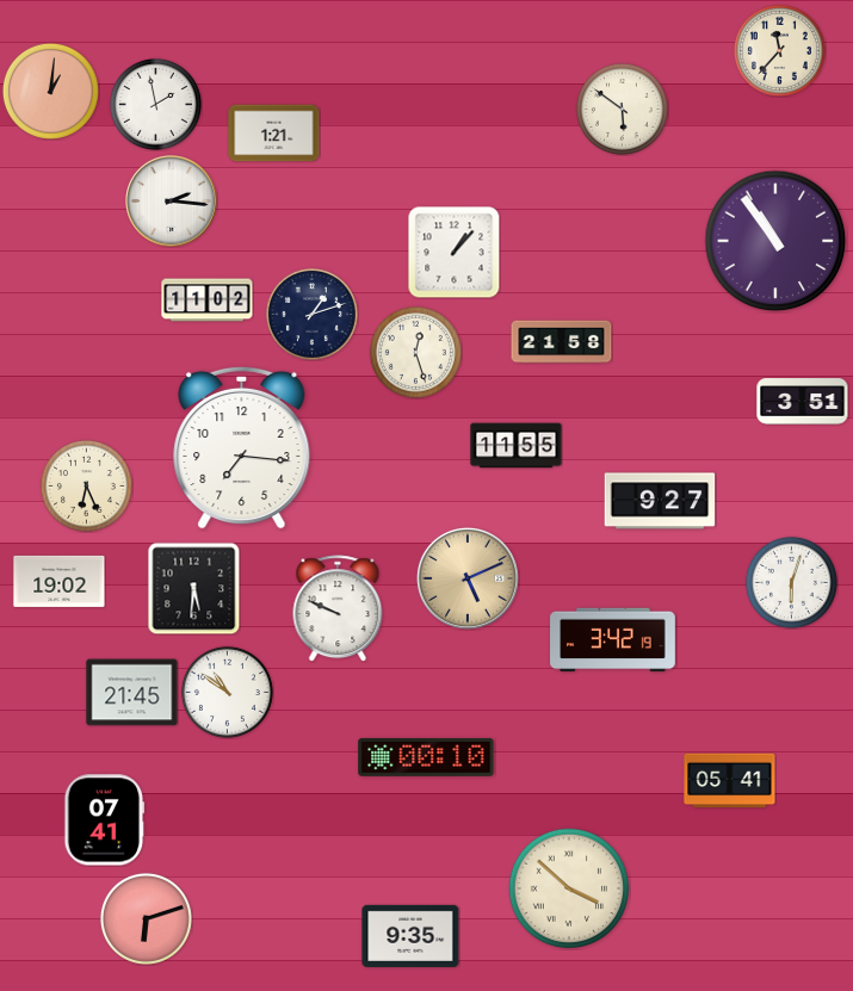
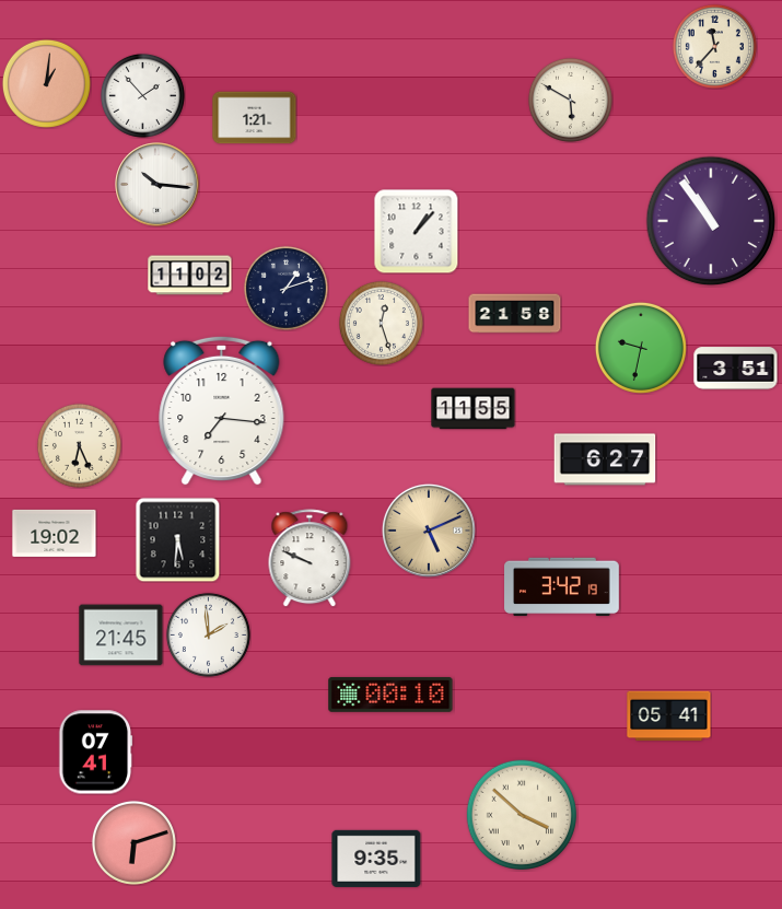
clock at (155, 104): 1:58 -> 1:53
clock at (622, 109): 5:51 -> 5:50
clock at (274, 134) position: (274, 134) -> (255, 118)
clock at (172, 202): 2:16 -> 10:16
clock at (641, 348): none -> 9:32
clock at (660, 501): 9:27 -> 6:27
clock at (791, 582): 6:03 -> none
clock at (227, 692): 10:51 -> 1:59
